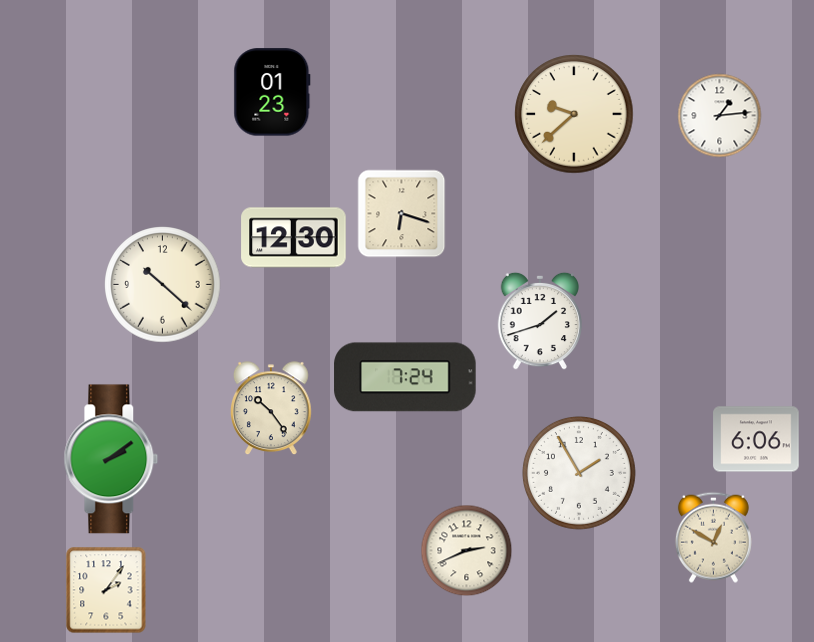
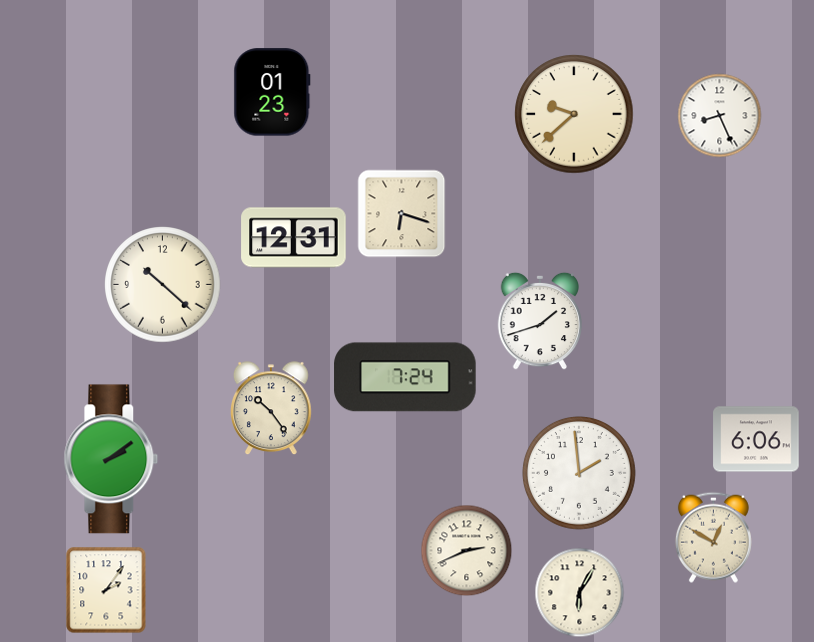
clock at (720, 116): 1:14 -> 8:26
clock at (294, 238): 12:30 -> 12:31
clock at (580, 474): 1:55 -> 1:59
clock at (580, 593): none -> 6:05
